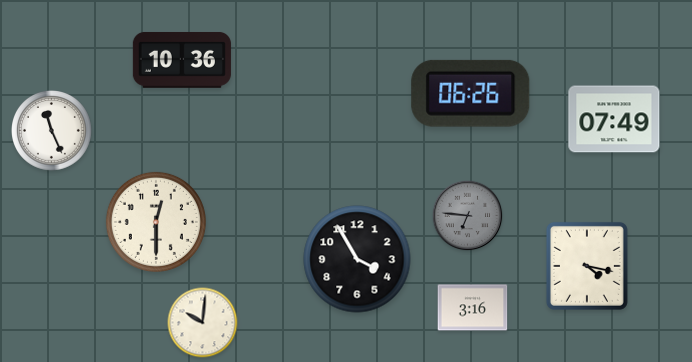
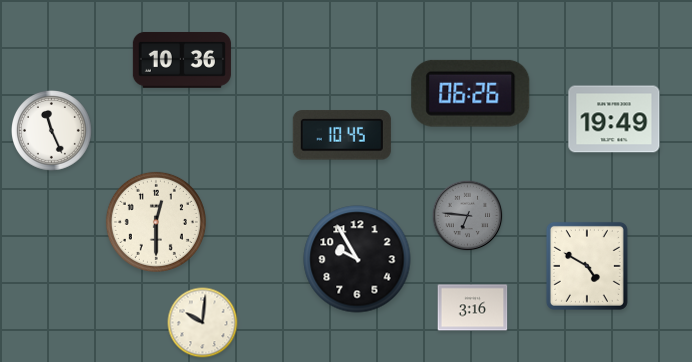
clock at (614, 119): 07:49 -> 19:49
clock at (342, 135): none -> 10:45
clock at (357, 259): 3:55 -> 9:55
clock at (587, 266): 4:17 -> 4:50
